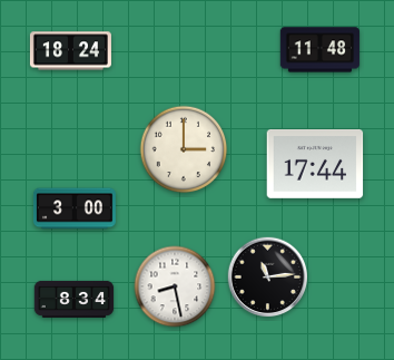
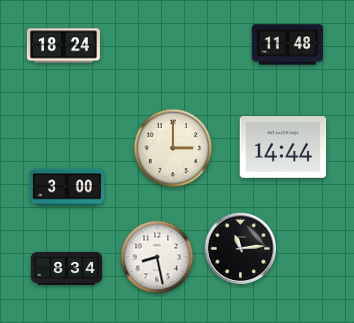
clock at (184, 149) position: (184, 149) -> (173, 148)
clock at (315, 164): 17:44 -> 14:44
